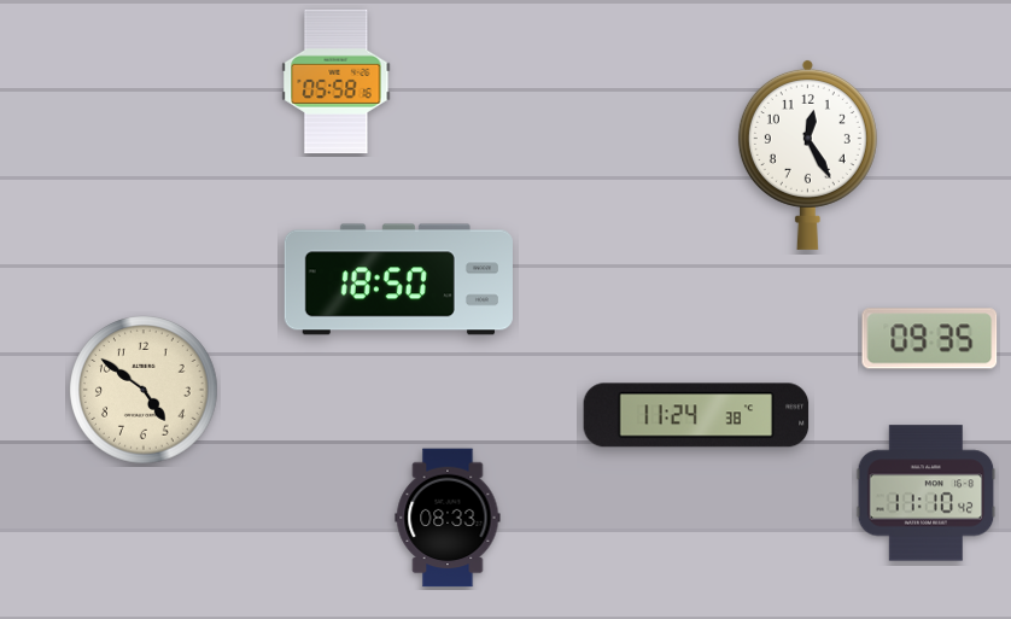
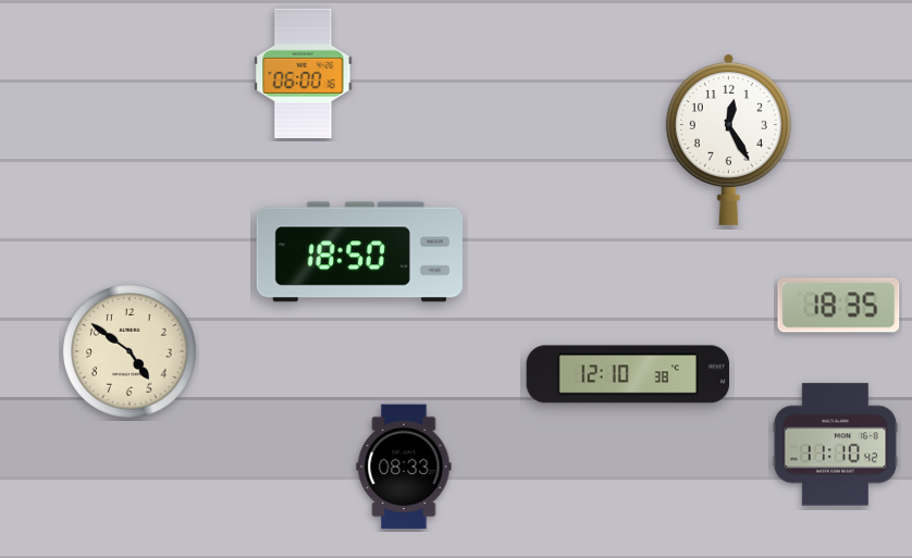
clock at (337, 81): 05:58 -> 06:00
clock at (930, 339): 09:35 -> 18:35
clock at (696, 415): 11:24 -> 12:10
